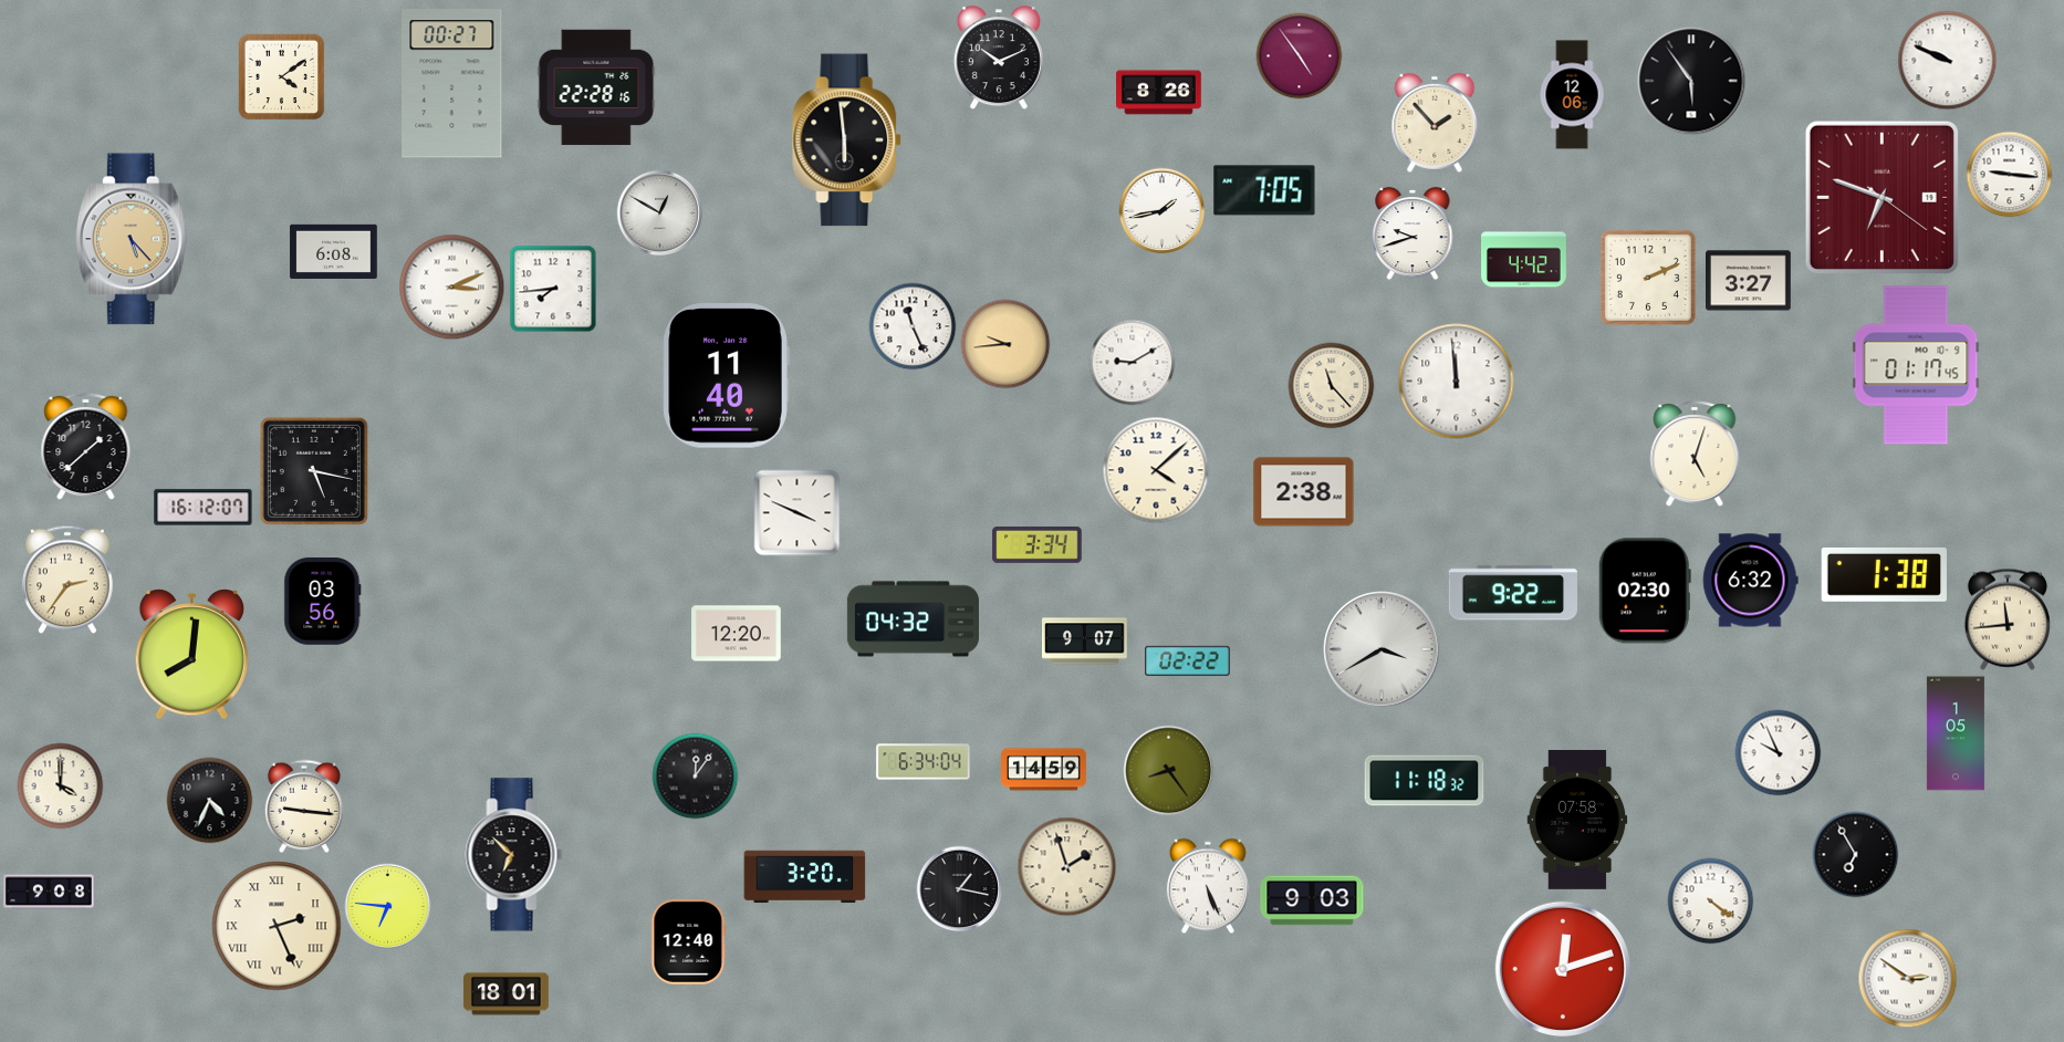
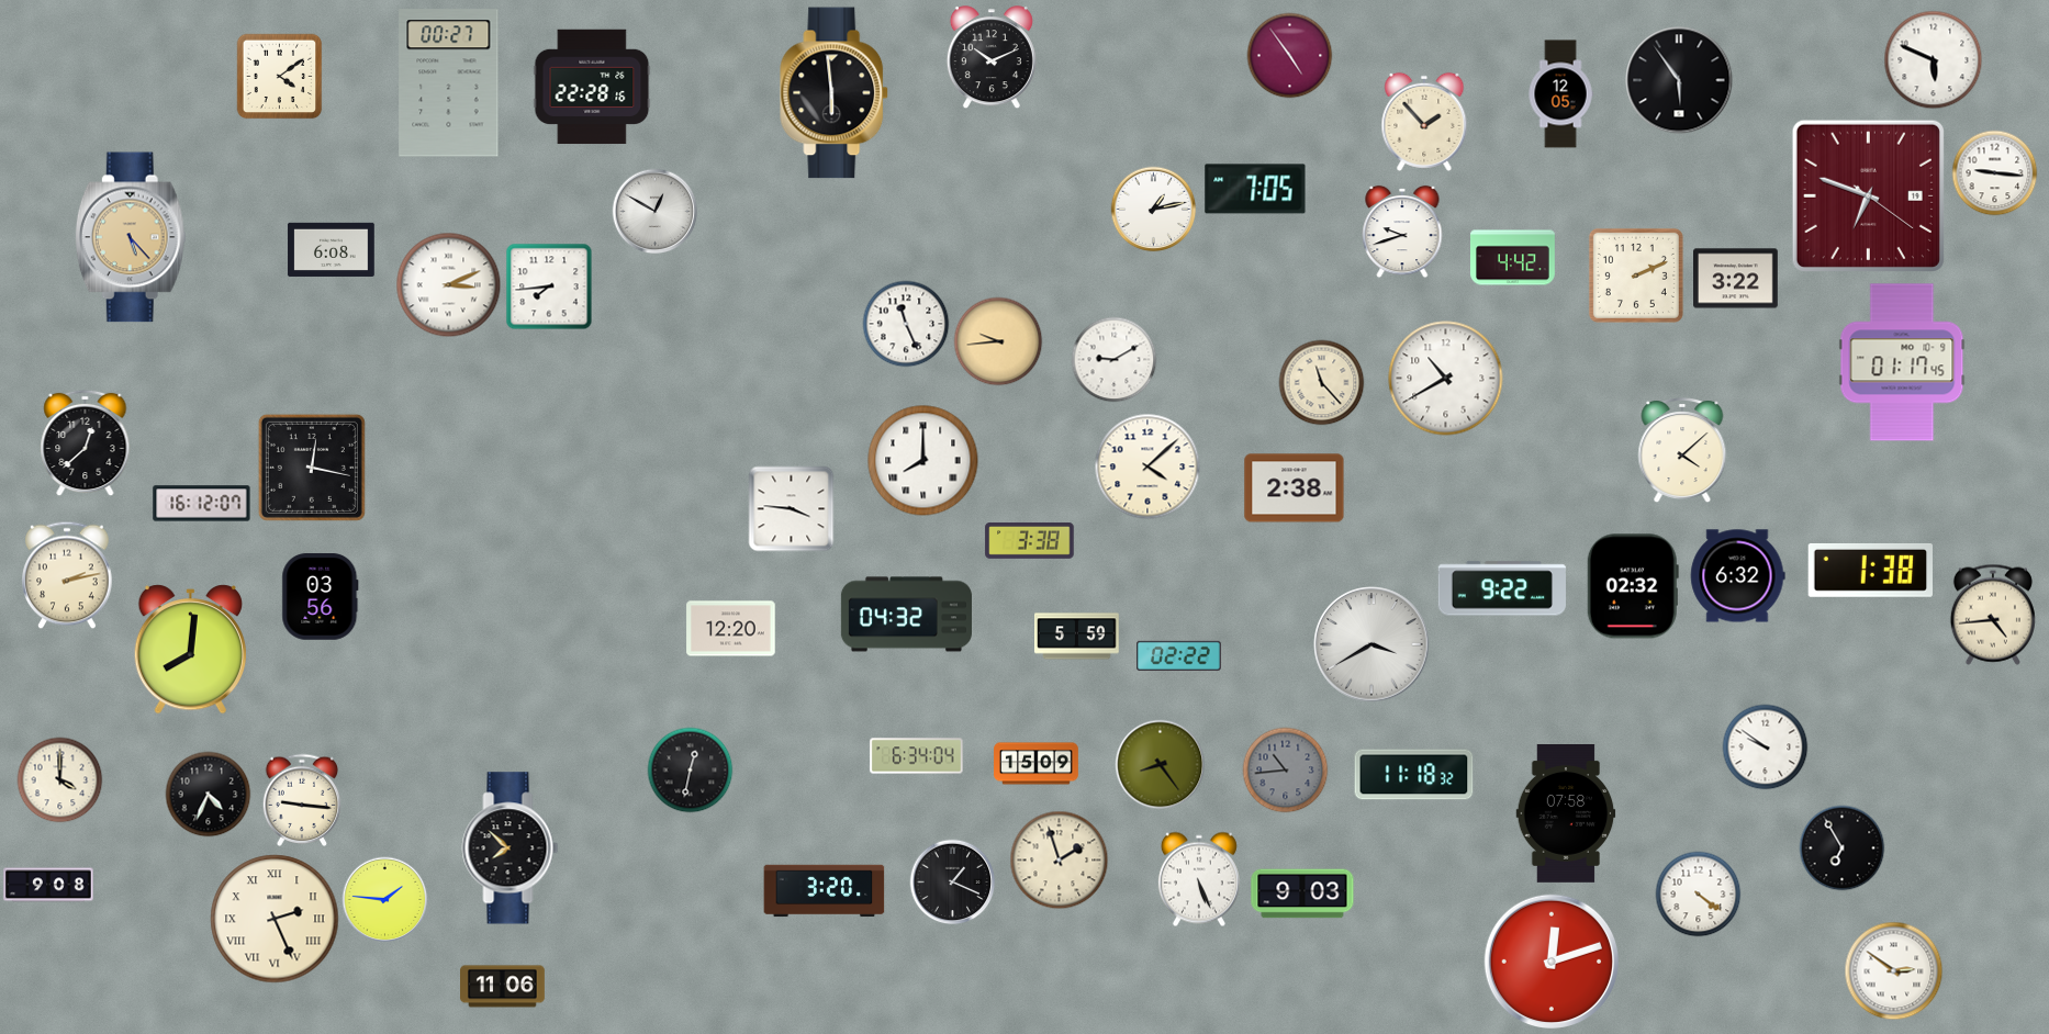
clock at (1947, 60): 9:49 -> 5:49
clock at (1159, 93): 8:26 -> none
clock at (1572, 95): 12:06 -> 12:05
clock at (847, 140) position: (847, 140) -> (835, 93)
clock at (1161, 210): 1:43 -> 1:13
clock at (1749, 281): 3:27 -> 3:22
clock at (1132, 362) position: (1132, 362) -> (1113, 359)
clock at (726, 376): 11:40 -> none
clock at (1457, 382): 11:59 -> 10:40
clock at (86, 446): 1:38 -> 12:38
clock at (1695, 454): 5:03 -> 4:08
clock at (923, 461): none -> 8:00
clock at (314, 471): 5:17 -> 12:17
clock at (796, 512): 3:49 -> 3:46
clock at (1038, 545): 3:34 -> 3:38
clock at (67, 580): 2:36 -> 2:13
clock at (1645, 591): 02:30 -> 02:32
clock at (2008, 619): 11:44 -> 4:44
clock at (1085, 642): 9:07 -> 5:59
clock at (1956, 733): 1:05 -> none
clock at (1778, 752): 9:56 -> 9:51
clock at (1044, 770): 14:59 -> 15:09
clock at (695, 775): 12:06 -> 12:32
clock at (1285, 769): none -> 10:44
clock at (514, 855): 6:52 -> 7:52
clock at (805, 877) position: (805, 877) -> (825, 891)
clock at (959, 888): 1:17 -> 1:19
clock at (387, 906): 6:46 -> 1:46
clock at (689, 942): 12:40 -> none
clock at (507, 994): 18:01 -> 11:06
